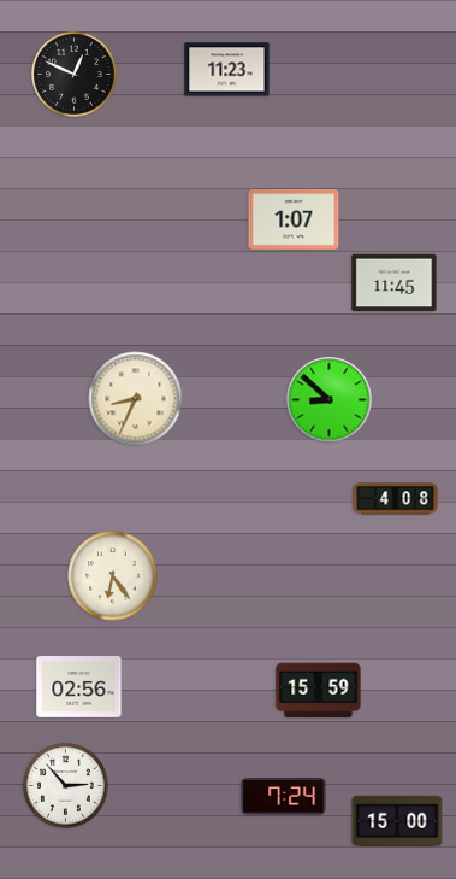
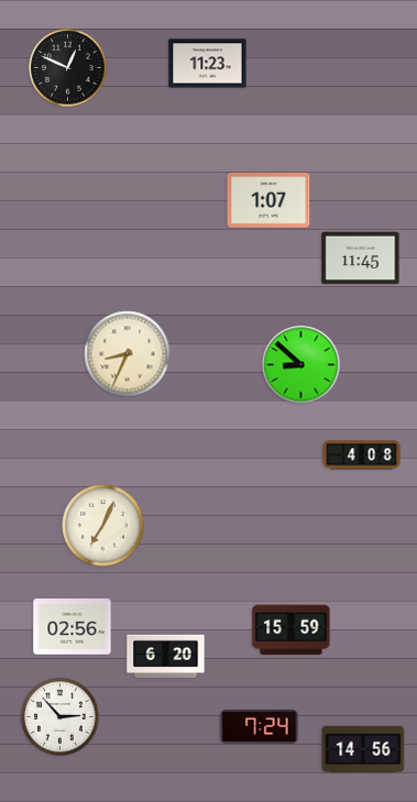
clock at (136, 399) position: (136, 399) -> (128, 354)
clock at (113, 576): 6:24 -> 7:04
clock at (166, 656): none -> 6:20
clock at (397, 821): 15:00 -> 14:56
